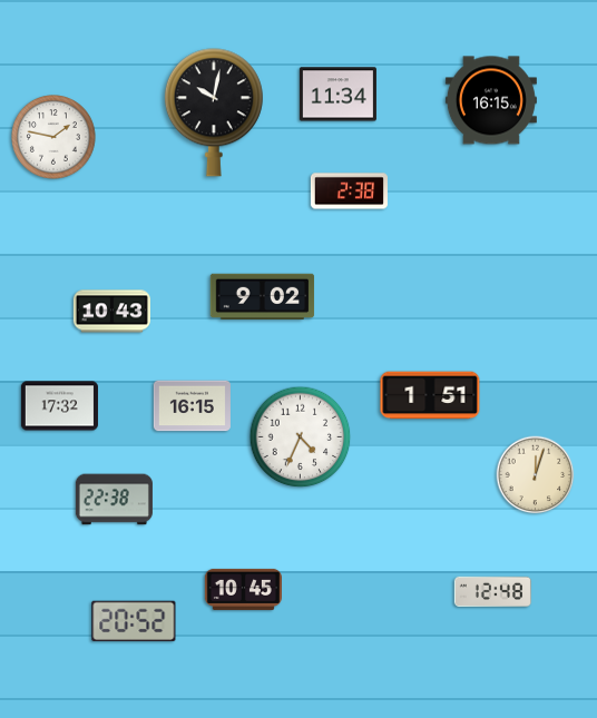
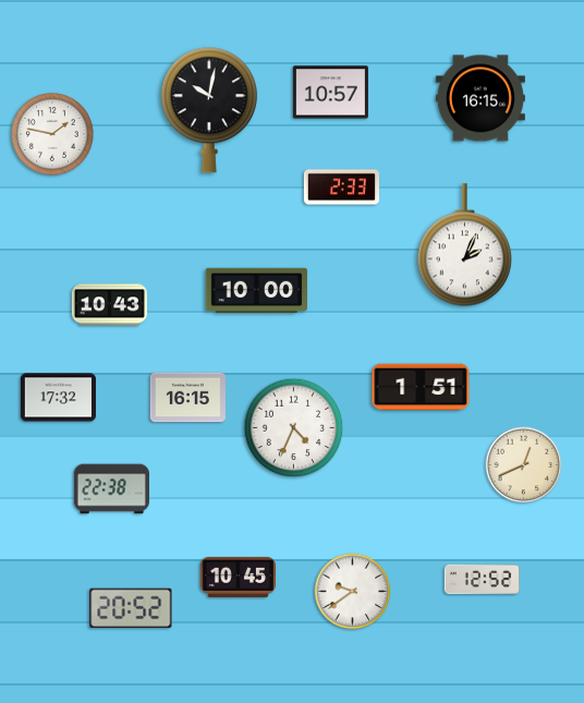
clock at (337, 95): 11:34 -> 10:57
clock at (349, 191): 2:38 -> 2:33
clock at (464, 245): none -> 2:04
clock at (263, 297): 9:02 -> 10:00
clock at (536, 475): 12:03 -> 12:41
clock at (492, 592): 12:48 -> 12:52
clock at (353, 592): none -> 9:39
